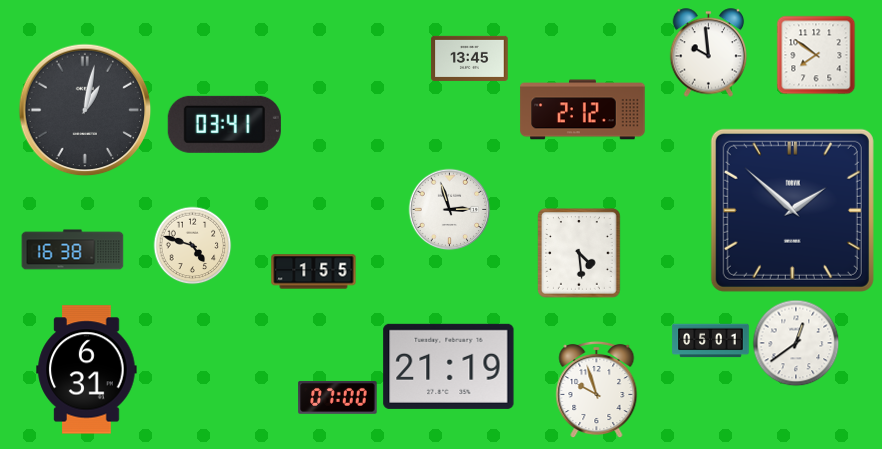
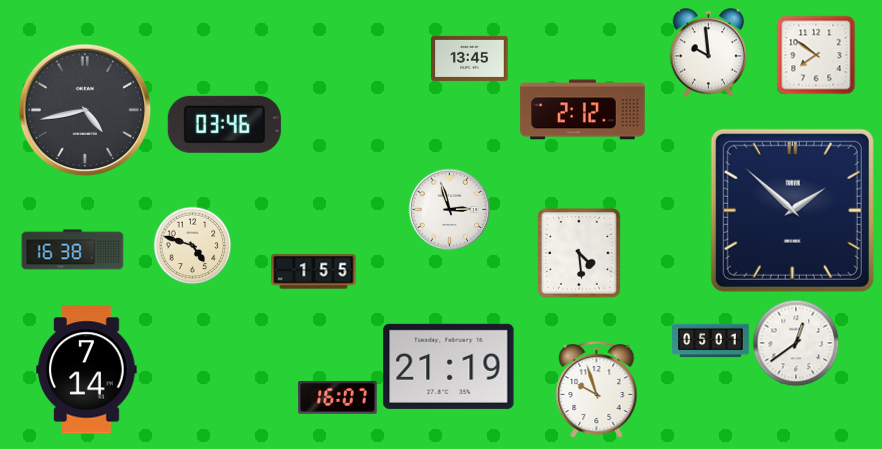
clock at (85, 110): 1:02 -> 4:43
clock at (224, 124): 03:41 -> 03:46
clock at (87, 370): 6:31 -> 7:14
clock at (338, 397): 07:00 -> 16:07
